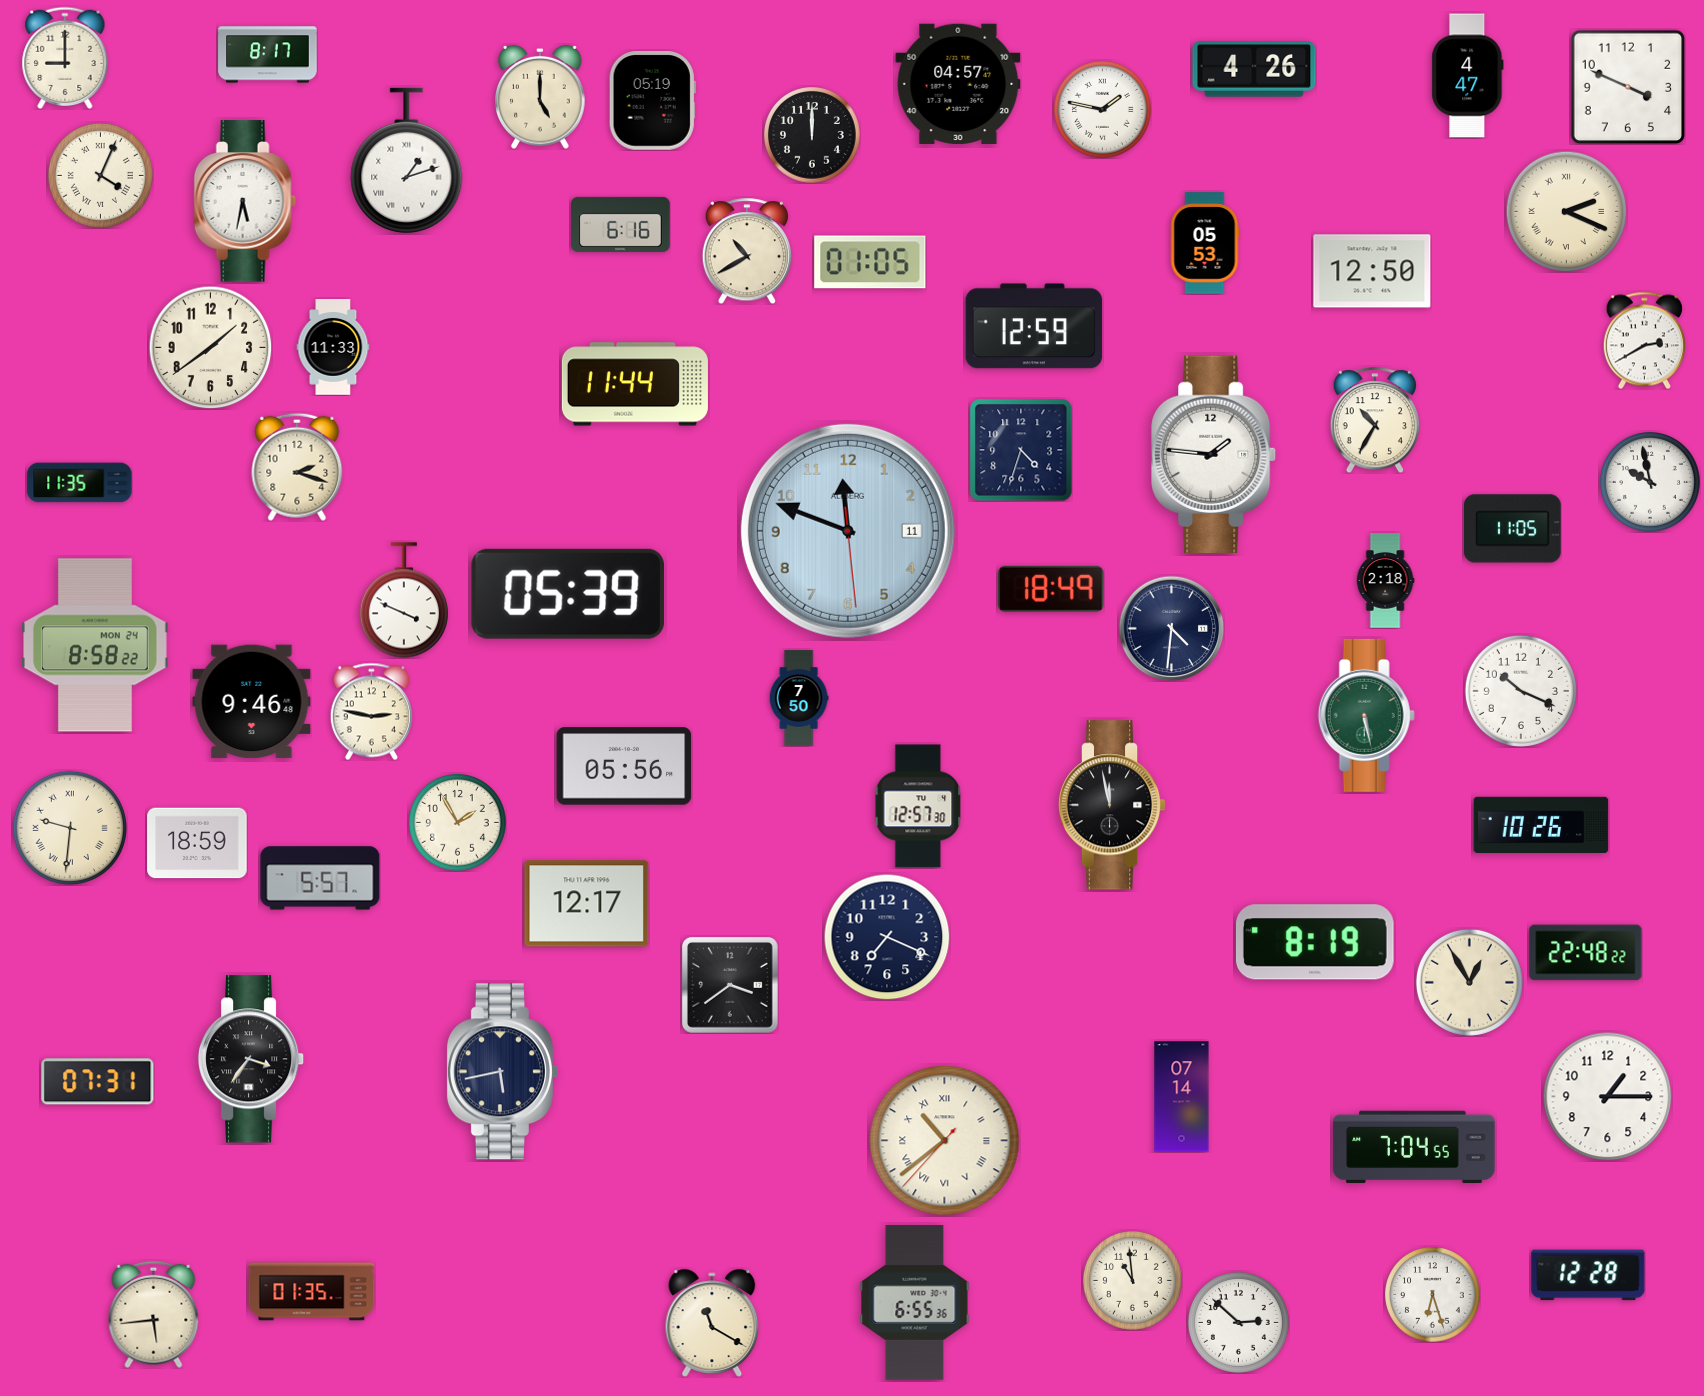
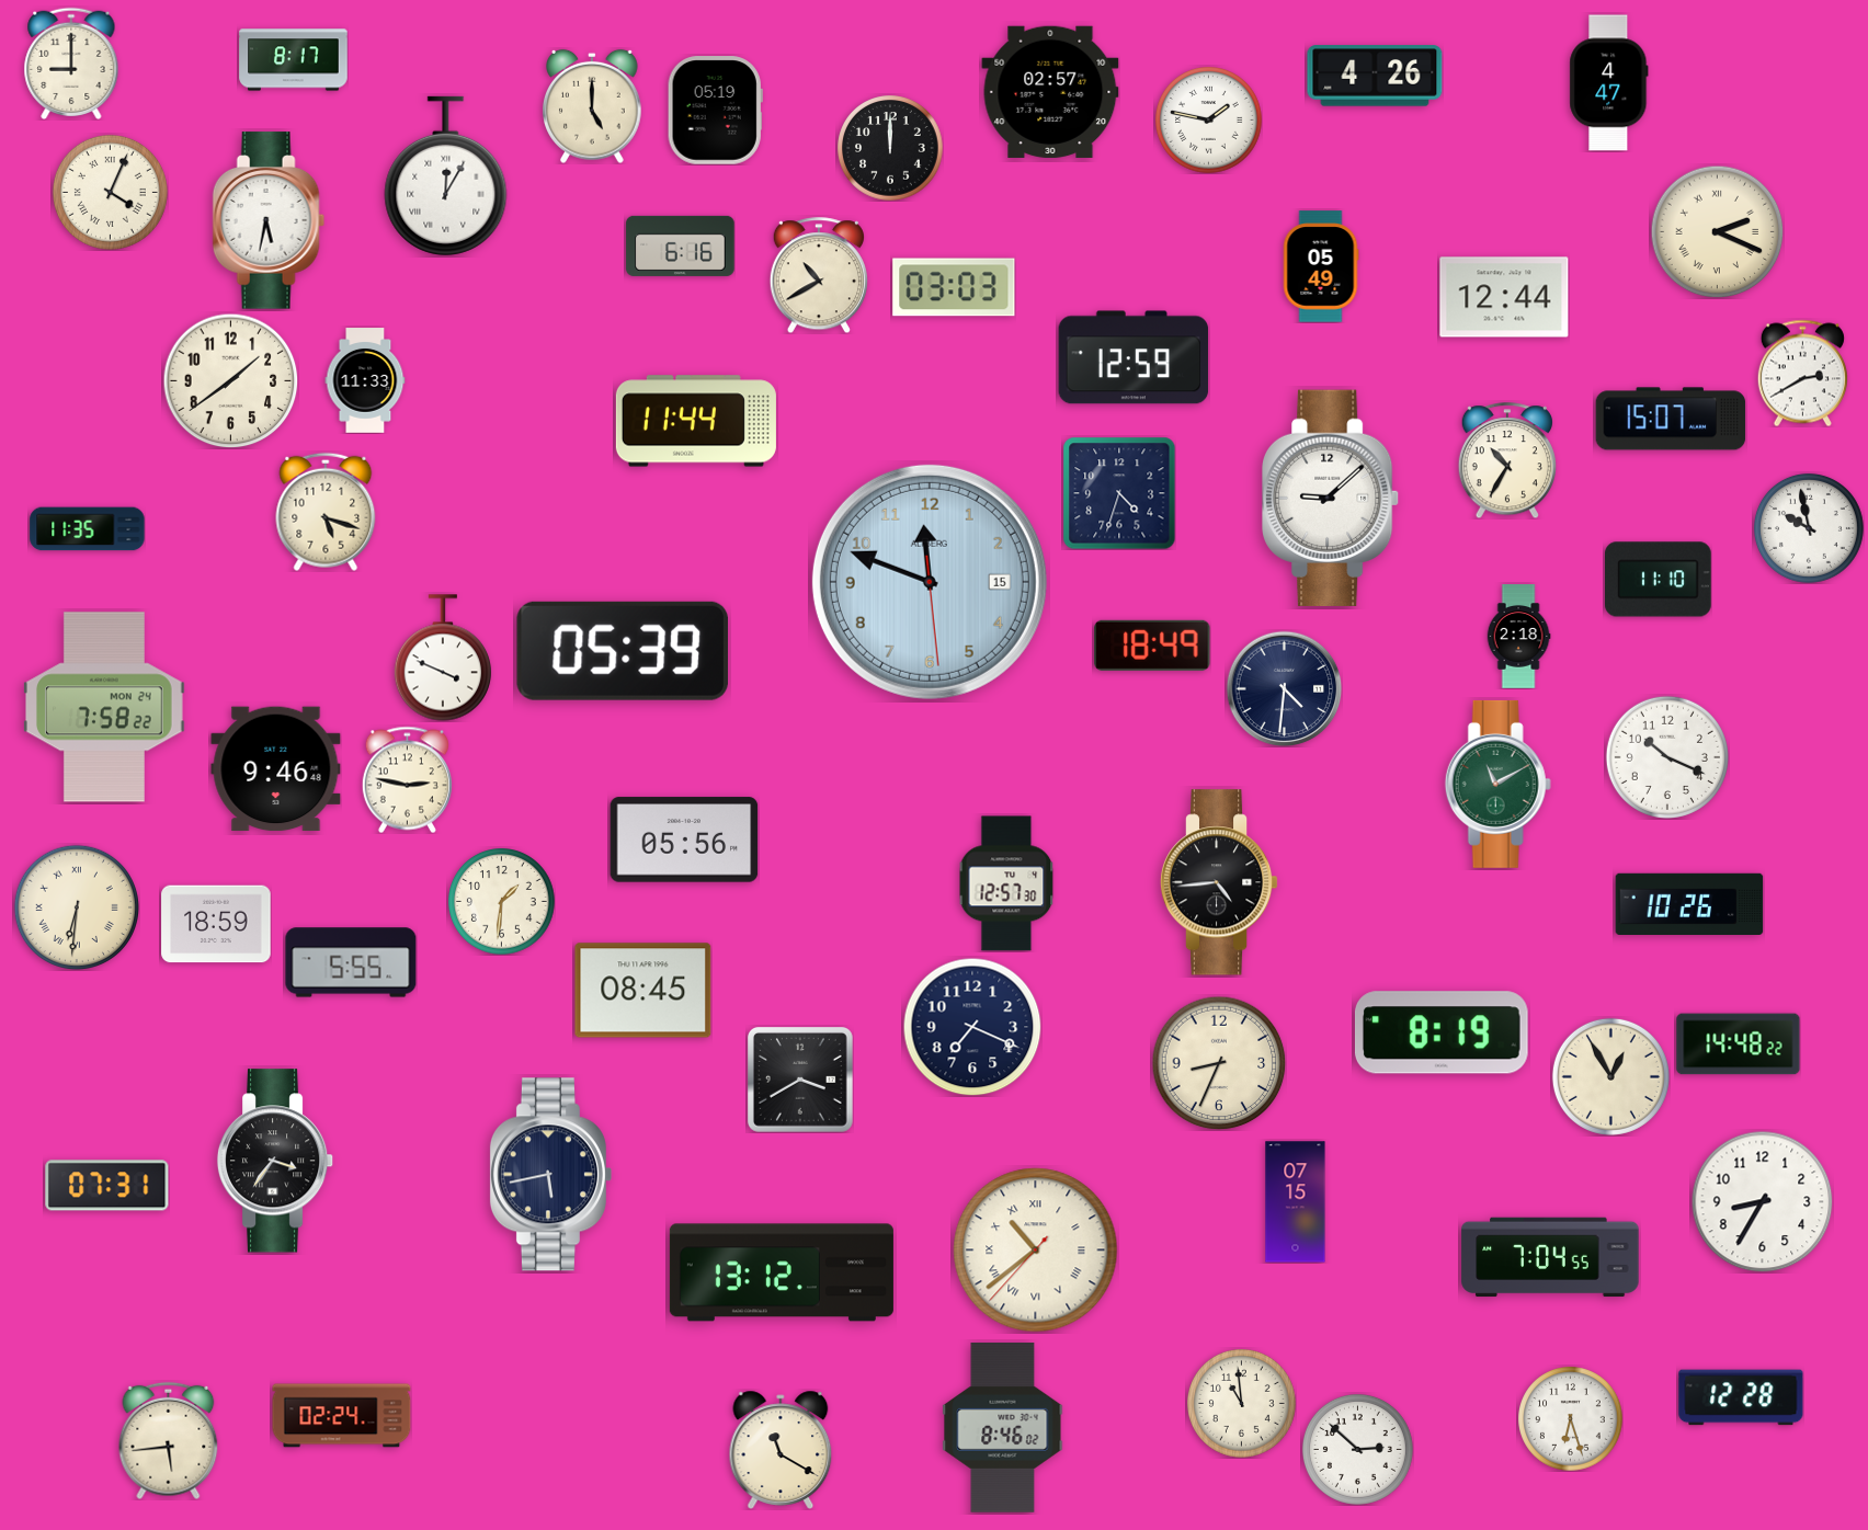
clock at (958, 84): 04:57 -> 02:57
clock at (1628, 87): 3:49 -> none
clock at (407, 160): 1:12 -> 12:05
clock at (1205, 243): 05:53 -> 05:49
clock at (870, 262): 01:05 -> 03:03
clock at (1372, 271): 12:50 -> 12:44
clock at (1671, 419): none -> 15:07
clock at (1215, 454): 1:46 -> 9:08
clock at (297, 467): 2:18 -> 5:18
clock at (1513, 529): 11:05 -> 11:10
clock at (848, 531) date: 11 -> 15
clock at (96, 645): 8:58 -> 7:58
clock at (799, 698): 7:50 -> none
clock at (1366, 715): 5:28 -> 11:10
clock at (1112, 805): 11:58 -> 4:44
clock at (458, 823): 1:55 -> 1:31
clock at (69, 827): 9:31 -> 6:31
clock at (320, 878): 5:57 -> 5:55
clock at (587, 904): 12:17 -> 08:45
clock at (1586, 953): 22:48 -> 14:48
clock at (1219, 1063): none -> 8:34
clock at (730, 985): 3:39 -> 3:40
clock at (1607, 1096): 1:15 -> 8:35
clock at (1182, 1097): 07:14 -> 07:15
clock at (782, 1272): none -> 13:12
clock at (312, 1292): 01:35 -> 02:24
clock at (915, 1302): 6:55 -> 8:46
